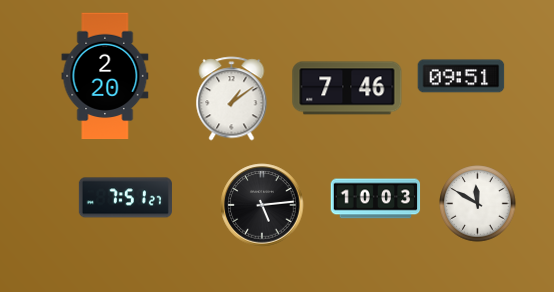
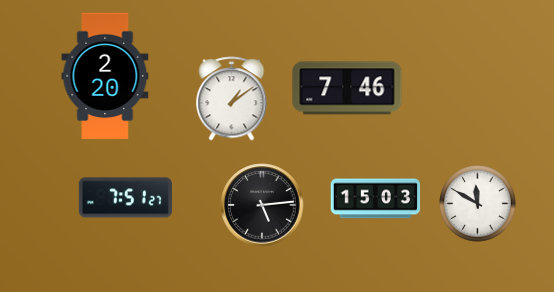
clock at (461, 76): 09:51 -> none
clock at (376, 199): 10:03 -> 15:03
